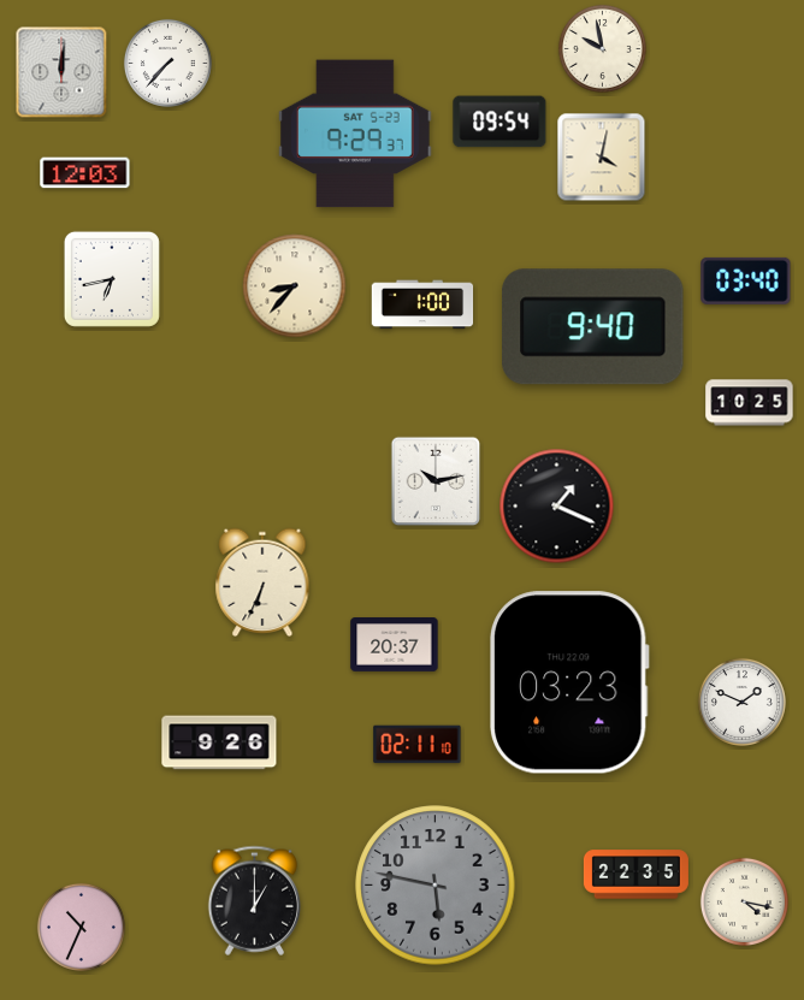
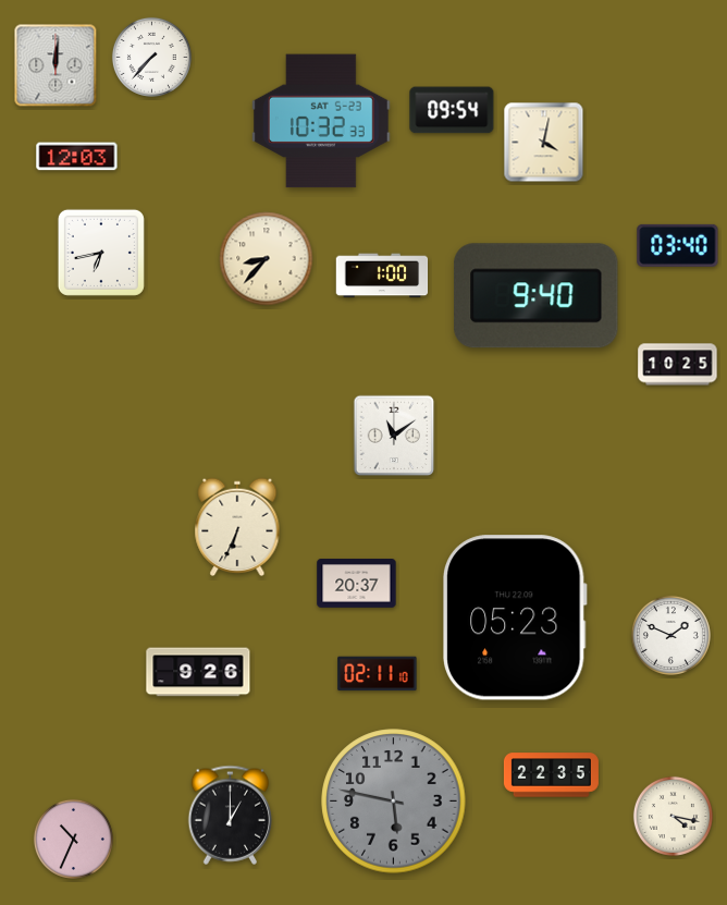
clock at (602, 48): 9:58 -> none
clock at (355, 134): 9:29 -> 10:32
clock at (746, 280) position: (746, 280) -> (678, 245)
clock at (436, 481): 10:13 -> 11:09
clock at (557, 507): 1:19 -> none
clock at (571, 682): 03:23 -> 05:23
clock at (635, 875) position: (635, 875) -> (551, 775)
